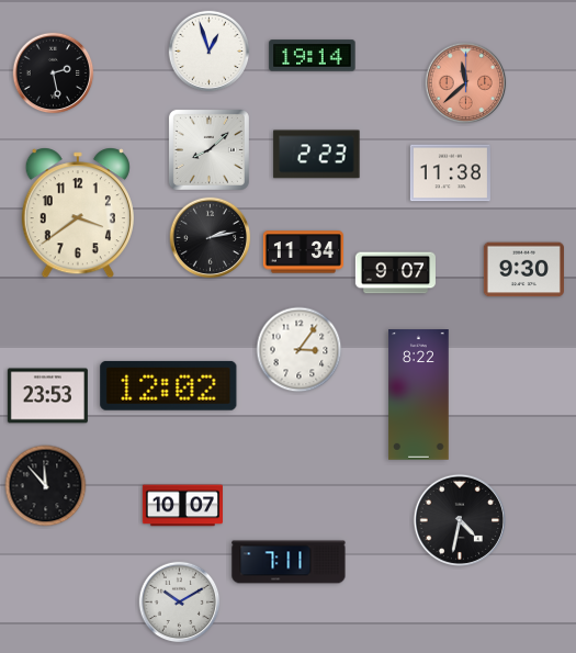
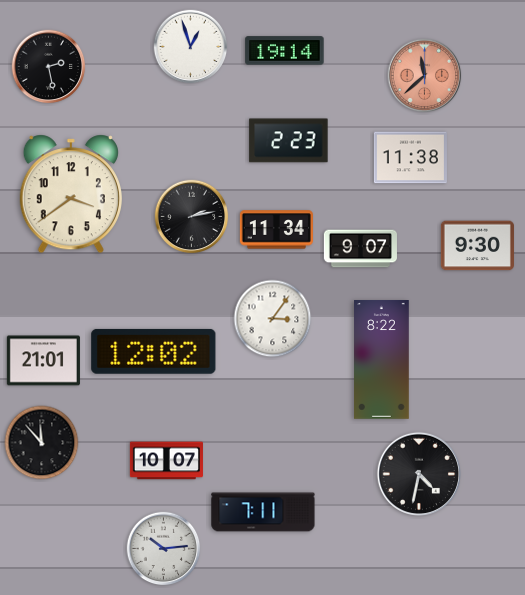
clock at (208, 149): 8:08 -> none
clock at (47, 396): 23:53 -> 21:01
clock at (180, 603): 10:10 -> 10:14
